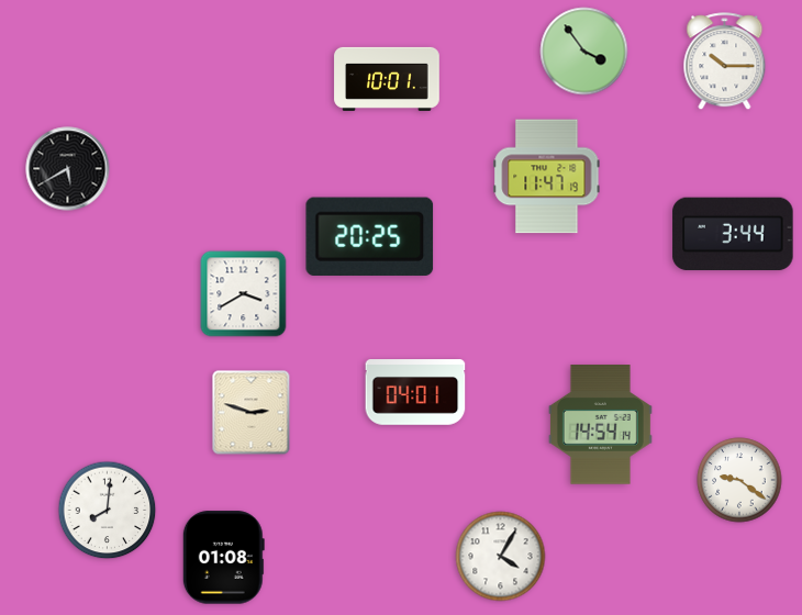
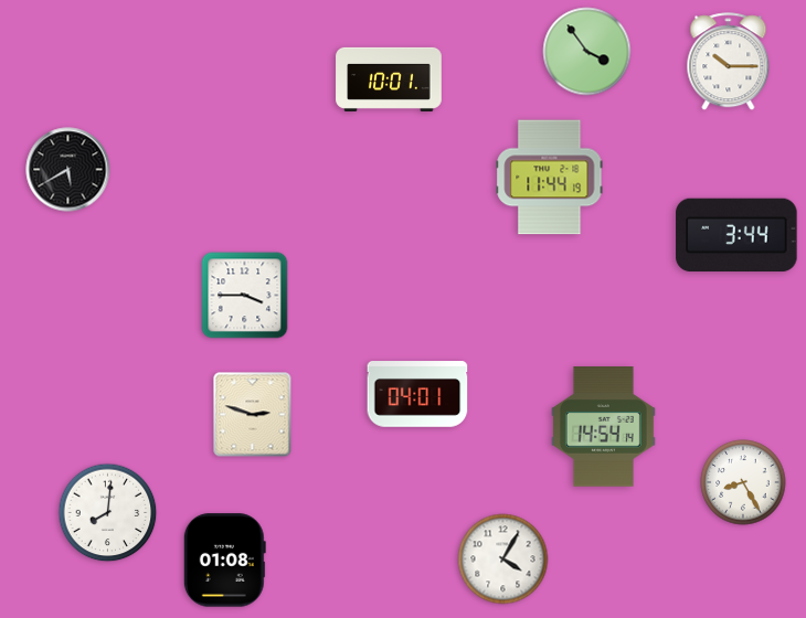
clock at (547, 177): 11:47 -> 11:44
clock at (370, 236): 20:25 -> none
clock at (244, 294): 3:40 -> 3:45
clock at (739, 480): 9:21 -> 8:25
